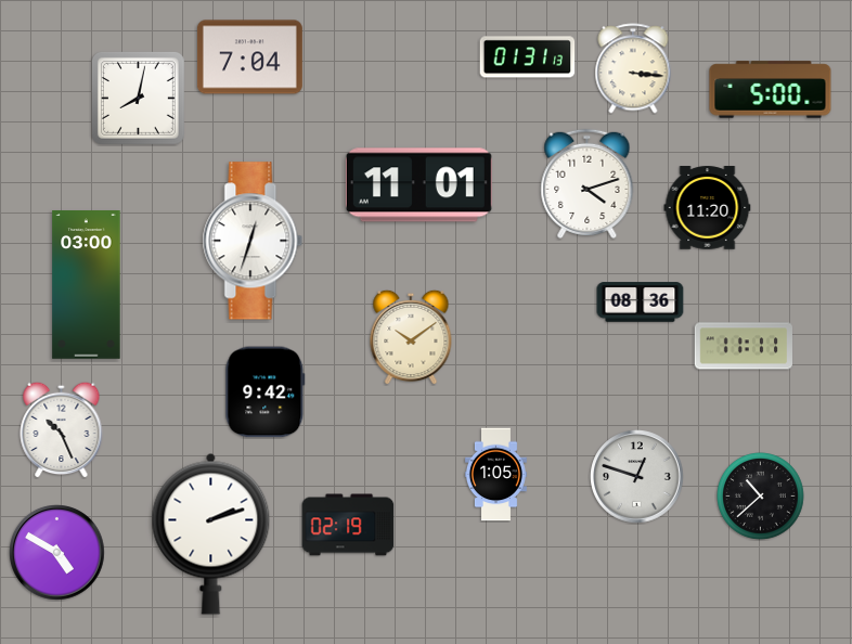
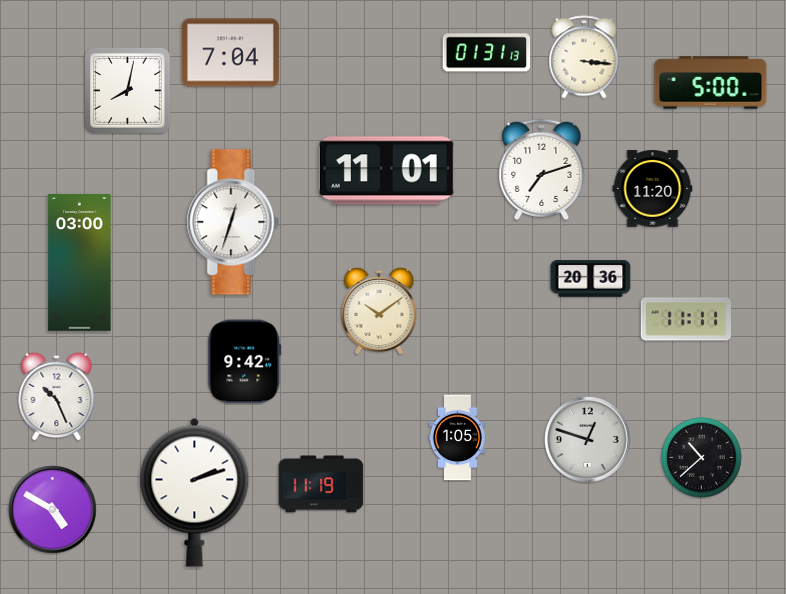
clock at (633, 68) position: (633, 68) -> (584, 57)
clock at (588, 183): 4:12 -> 7:12
clock at (708, 208) position: (708, 208) -> (653, 189)
clock at (641, 302): 08:36 -> 20:36
clock at (348, 525): 02:19 -> 11:19
